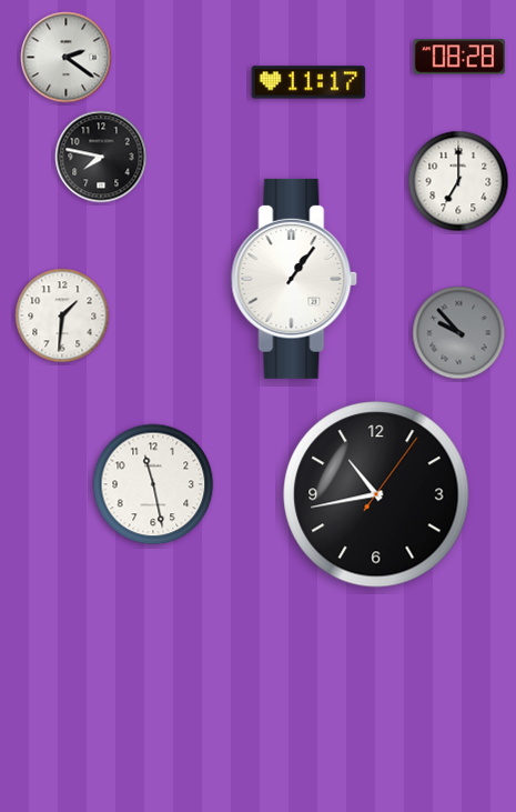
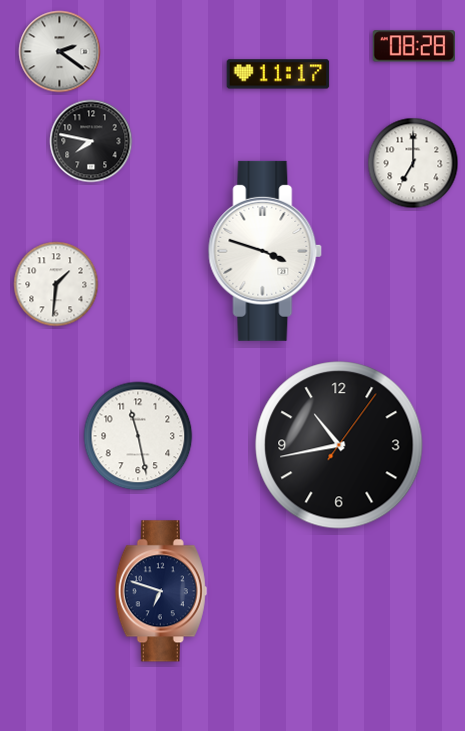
clock at (459, 57) position: (459, 57) -> (414, 46)
clock at (294, 279): 1:06 -> 3:48
clock at (459, 333): 9:53 -> none
clock at (161, 591): none -> 6:48
